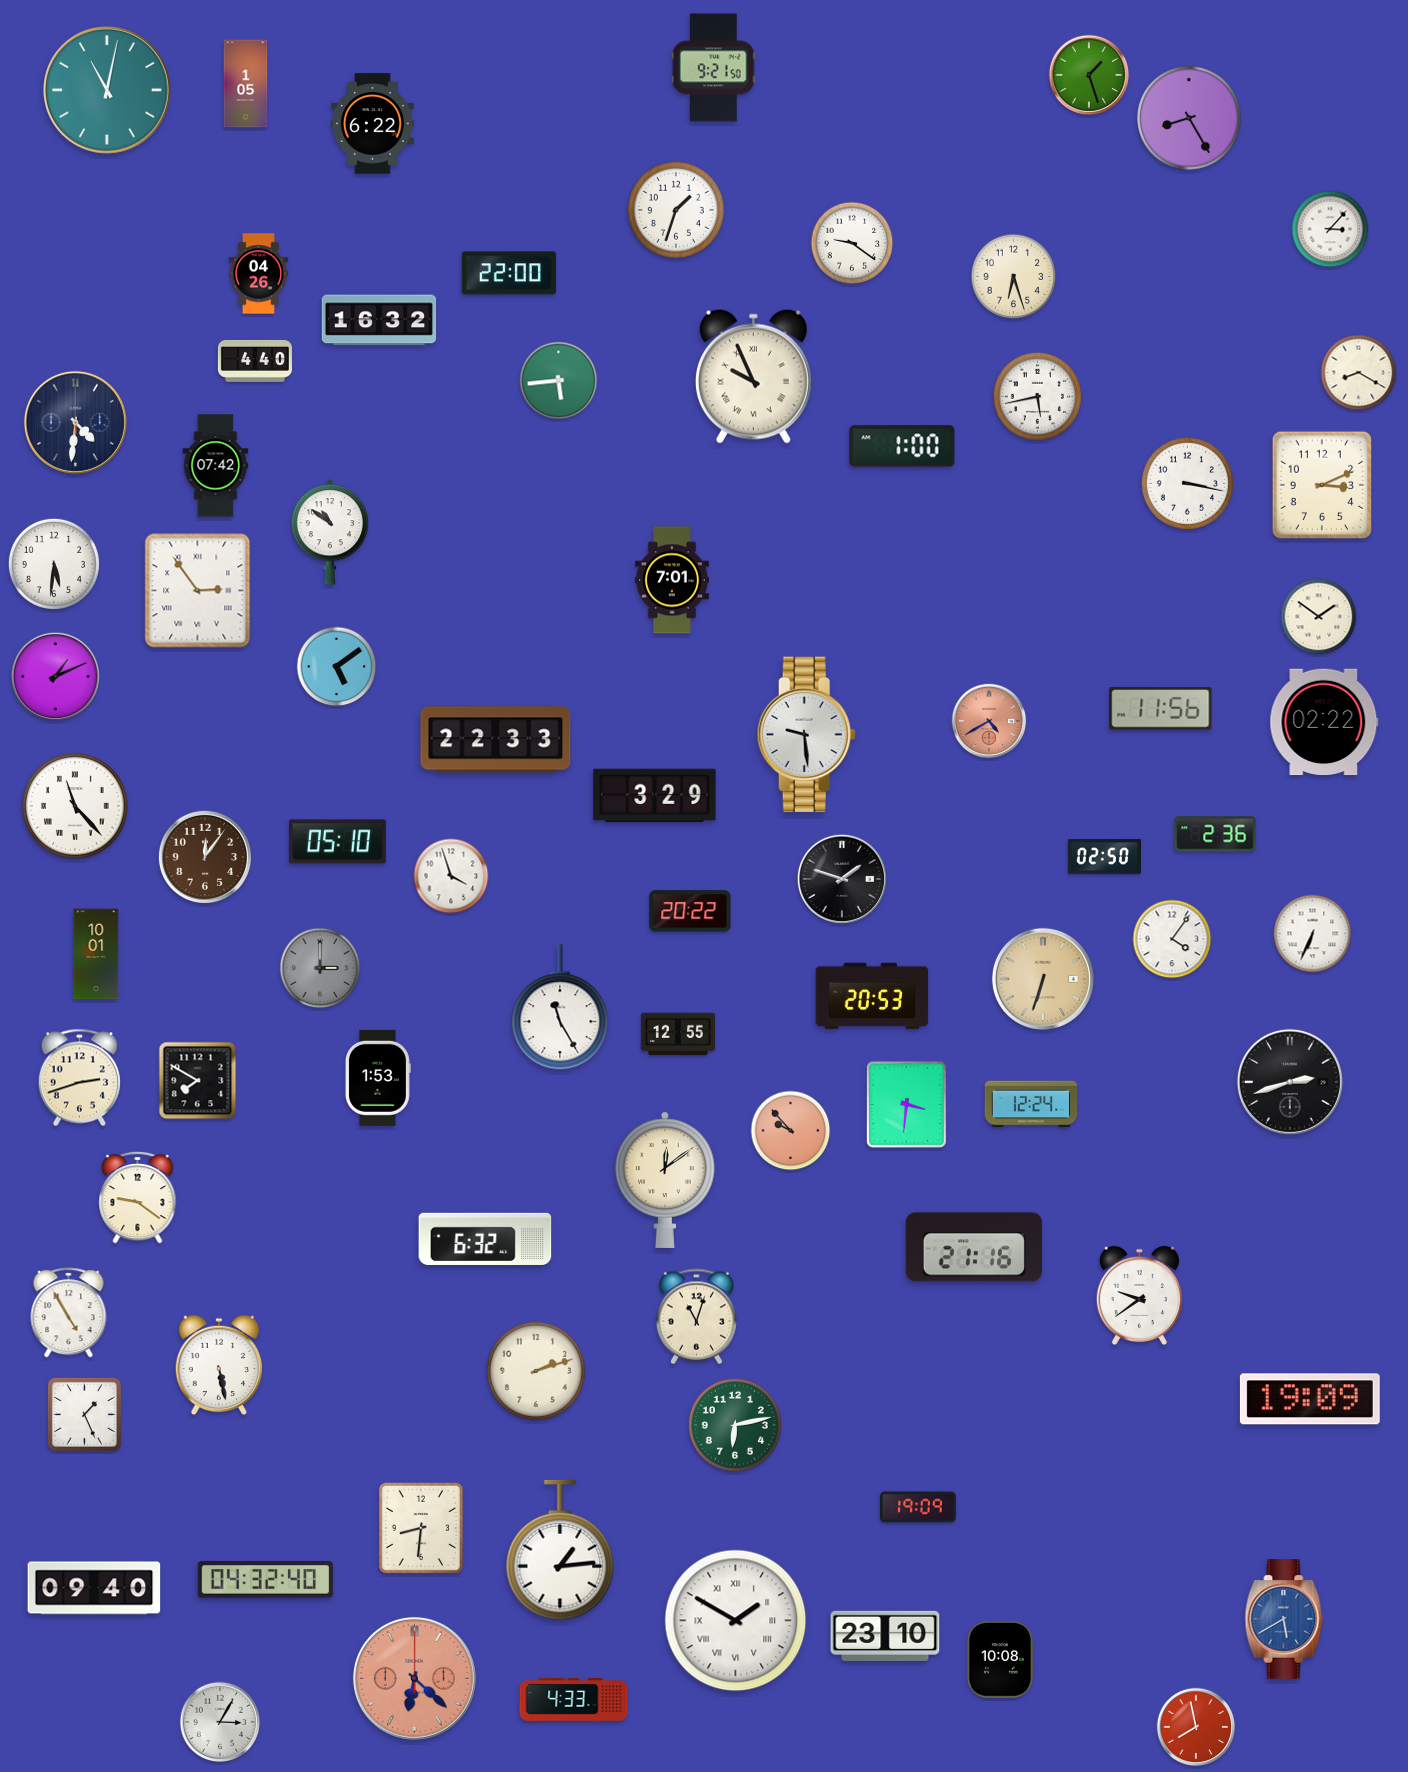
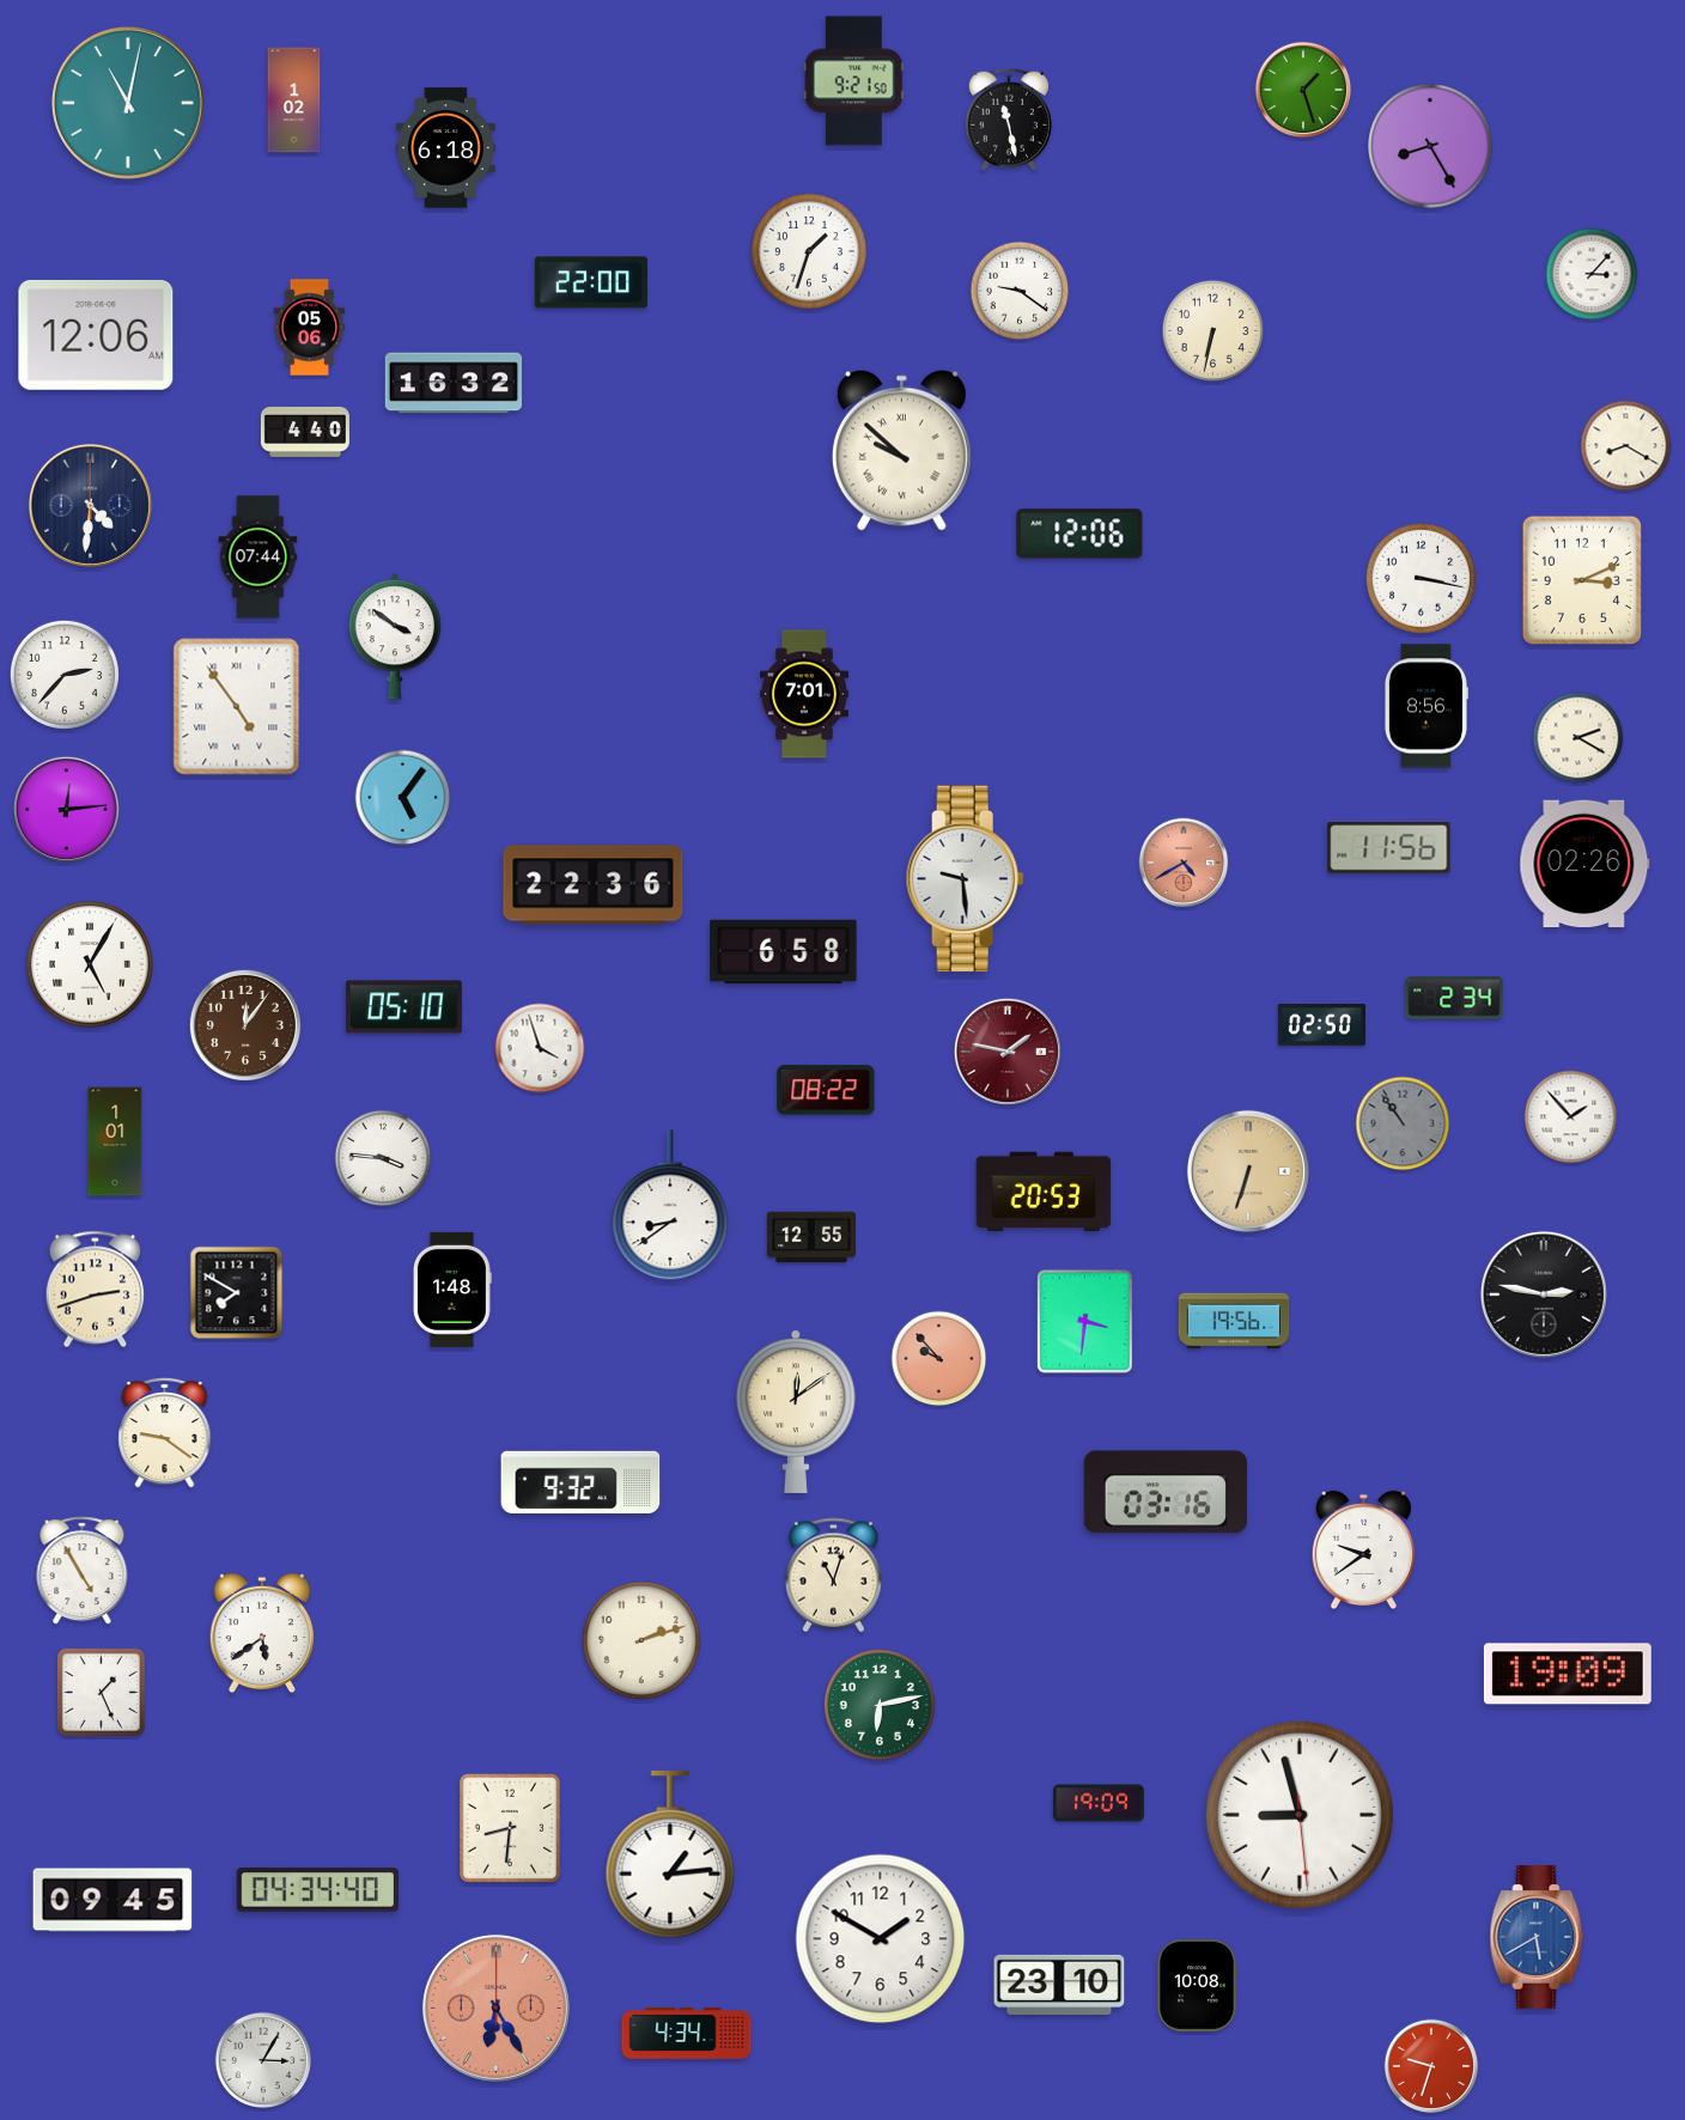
clock at (246, 84): 1:05 -> 1:02
clock at (107, 90) position: (107, 90) -> (128, 103)
clock at (1009, 120): none -> 11:28
clock at (1189, 118) position: (1189, 118) -> (1430, 146)
clock at (372, 124): 6:22 -> 6:18
clock at (509, 273) position: (509, 273) -> (591, 282)
clock at (259, 274): 04:26 -> 05:06
clock at (1014, 277): 6:27 -> 6:32
clock at (96, 335): none -> 12:06
clock at (753, 376): 9:56 -> 9:52
clock at (559, 381): 5:44 -> none
clock at (1037, 396): 5:43 -> none
clock at (902, 446): 1:00 -> 12:06
clock at (216, 466): 07:42 -> 07:44
clock at (330, 532): 10:51 -> 3:51
clock at (54, 564): 5:31 -> 2:37
clock at (1425, 706): none -> 8:56
clock at (198, 591): 2:54 -> 4:54
clock at (1319, 617): 1:51 -> 2:20
clock at (337, 667): 5:09 -> 5:06
clock at (55, 676): 1:11 -> 12:14
clock at (1324, 722): 02:22 -> 02:26
clock at (496, 740): 22:33 -> 22:36
clock at (655, 796): 3:29 -> 6:58
clock at (75, 806): 11:23 -> 5:05
clock at (1215, 834): 2:36 -> 2:34
clock at (842, 879): 1:48 -> 1:47
clock at (842, 879) dial: black -> burgundy
clock at (690, 911): 20:22 -> 08:22
clock at (1313, 934): 6:34 -> 1:53
clock at (1172, 939): 4:06 -> 10:54
clock at (1172, 939) dial: white -> grey
clock at (96, 954): 10:01 -> 1:01
clock at (320, 968): 3:00 -> 3:46
clock at (320, 968) dial: grey -> white
clock at (560, 1008): 11:25 -> 8:39
clock at (378, 1078): 1:53 -> 1:48
clock at (1290, 1082): 2:42 -> 2:47
clock at (1031, 1104): 12:24 -> 19:56
clock at (791, 1131) position: (791, 1131) -> (939, 1359)
clock at (485, 1239): 6:32 -> 9:32
clock at (974, 1247): 21:16 -> 03:16
clock at (219, 1365): 5:28 -> 5:39
clock at (1300, 1815): none -> 8:57
clock at (421, 1528) position: (421, 1528) -> (510, 1828)
clock at (265, 1580): 04:32 -> 04:34
clock at (94, 1588): 09:40 -> 09:45
clock at (736, 1621) numerals: Roman -> Arabic
clock at (885, 1636) position: (885, 1636) -> (1059, 1985)
clock at (414, 1678): 6:22 -> 6:25
clock at (574, 1699): 4:33 -> 4:34
clock at (1196, 1727): 7:58 -> 9:33
